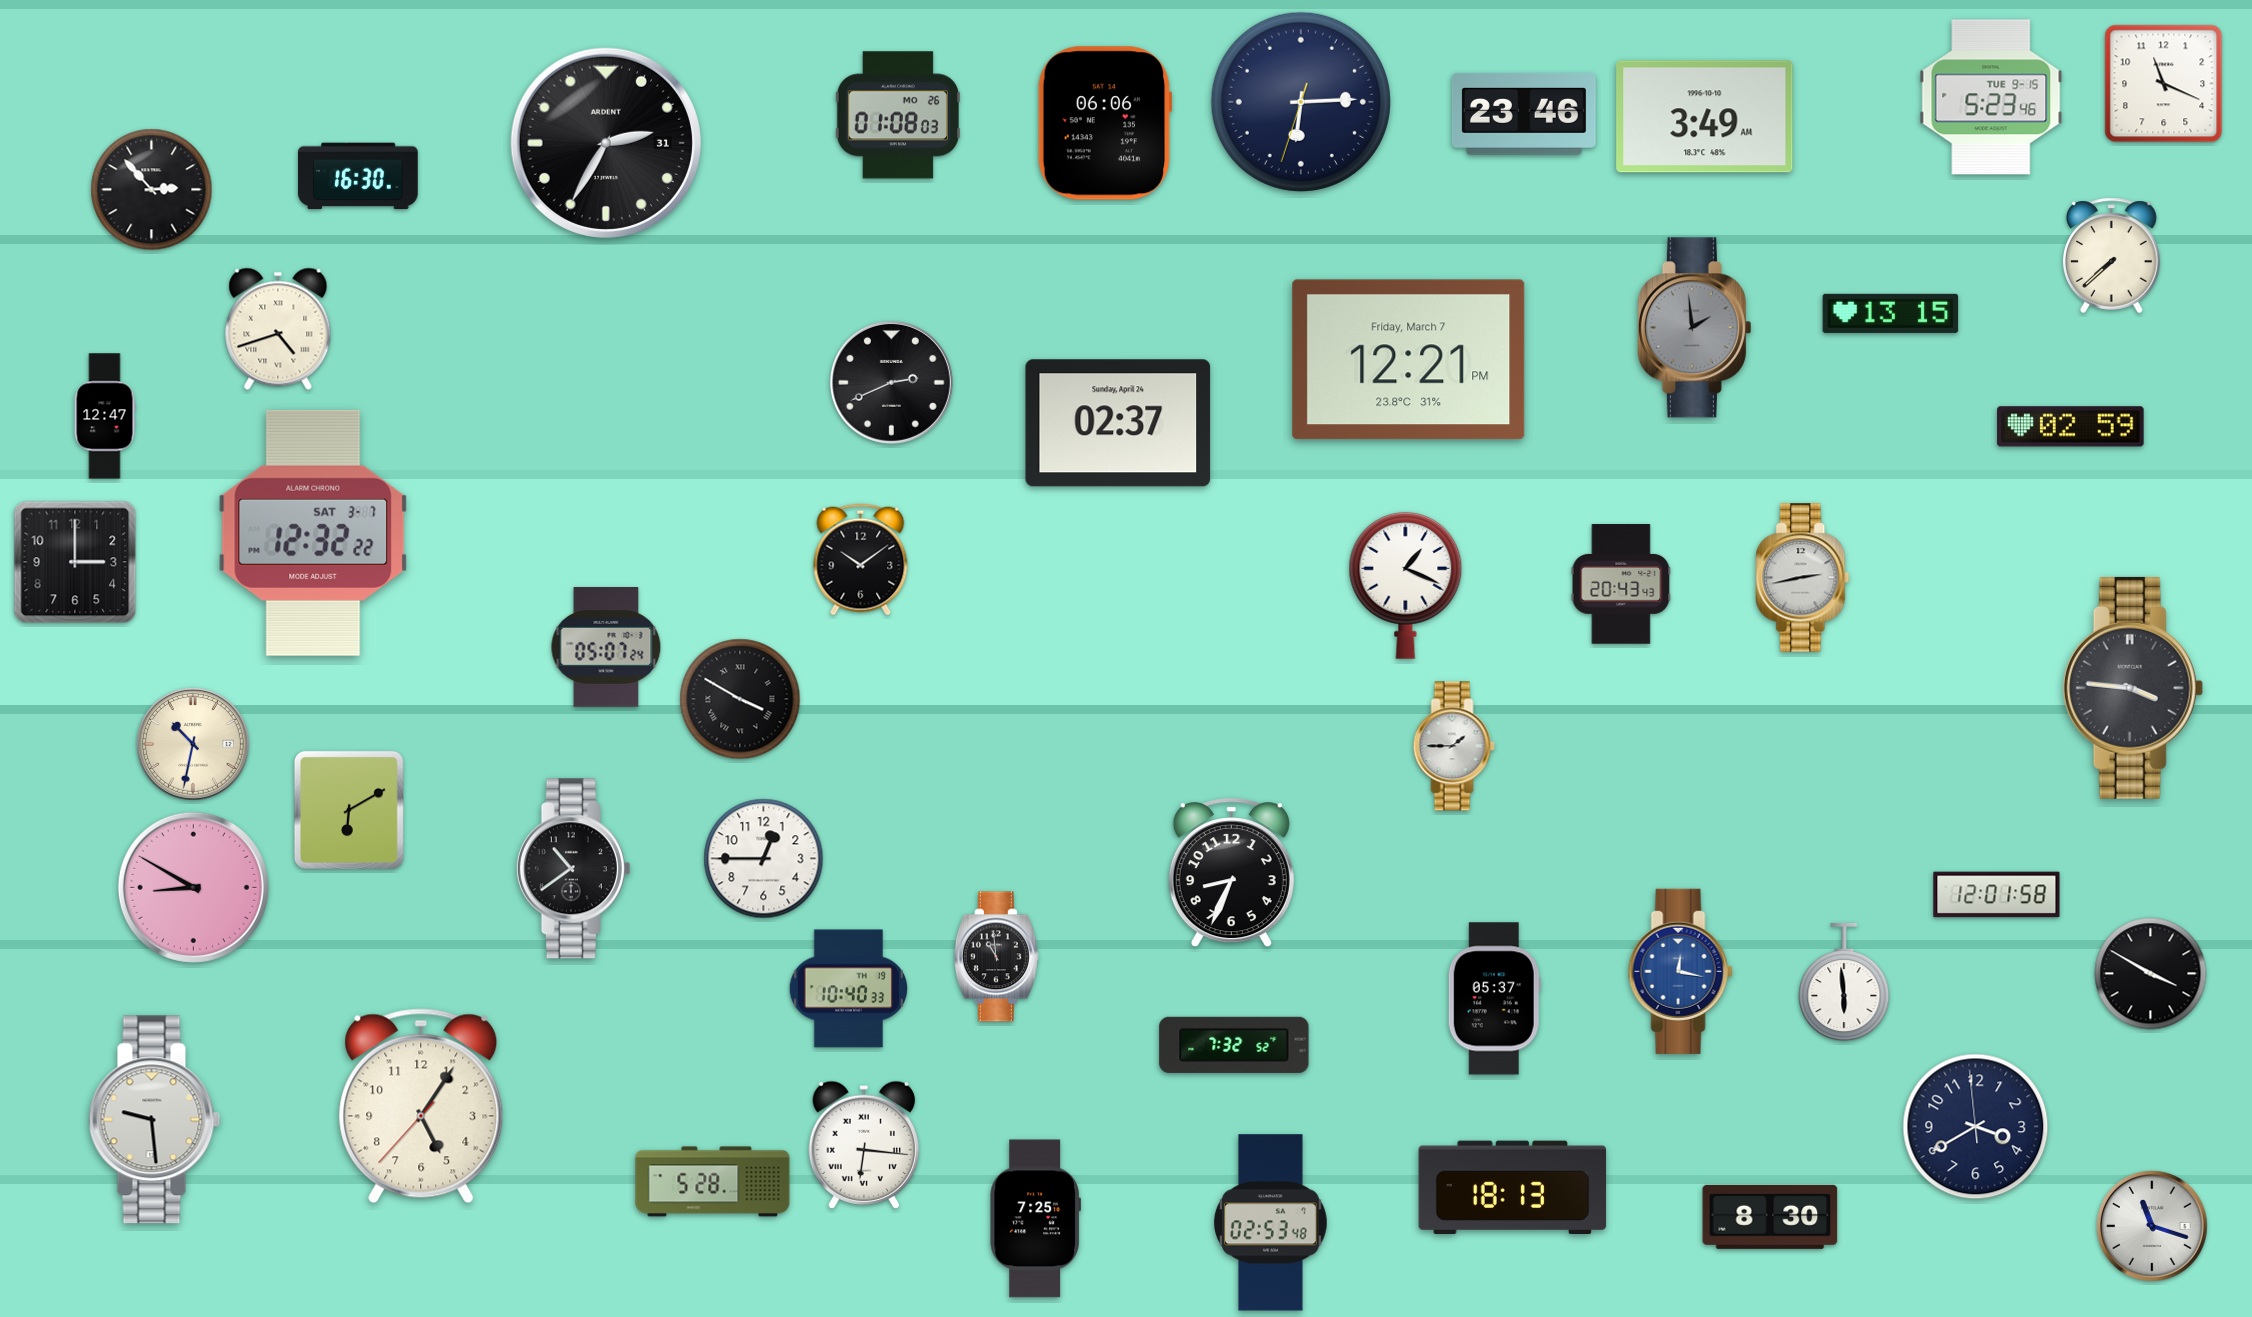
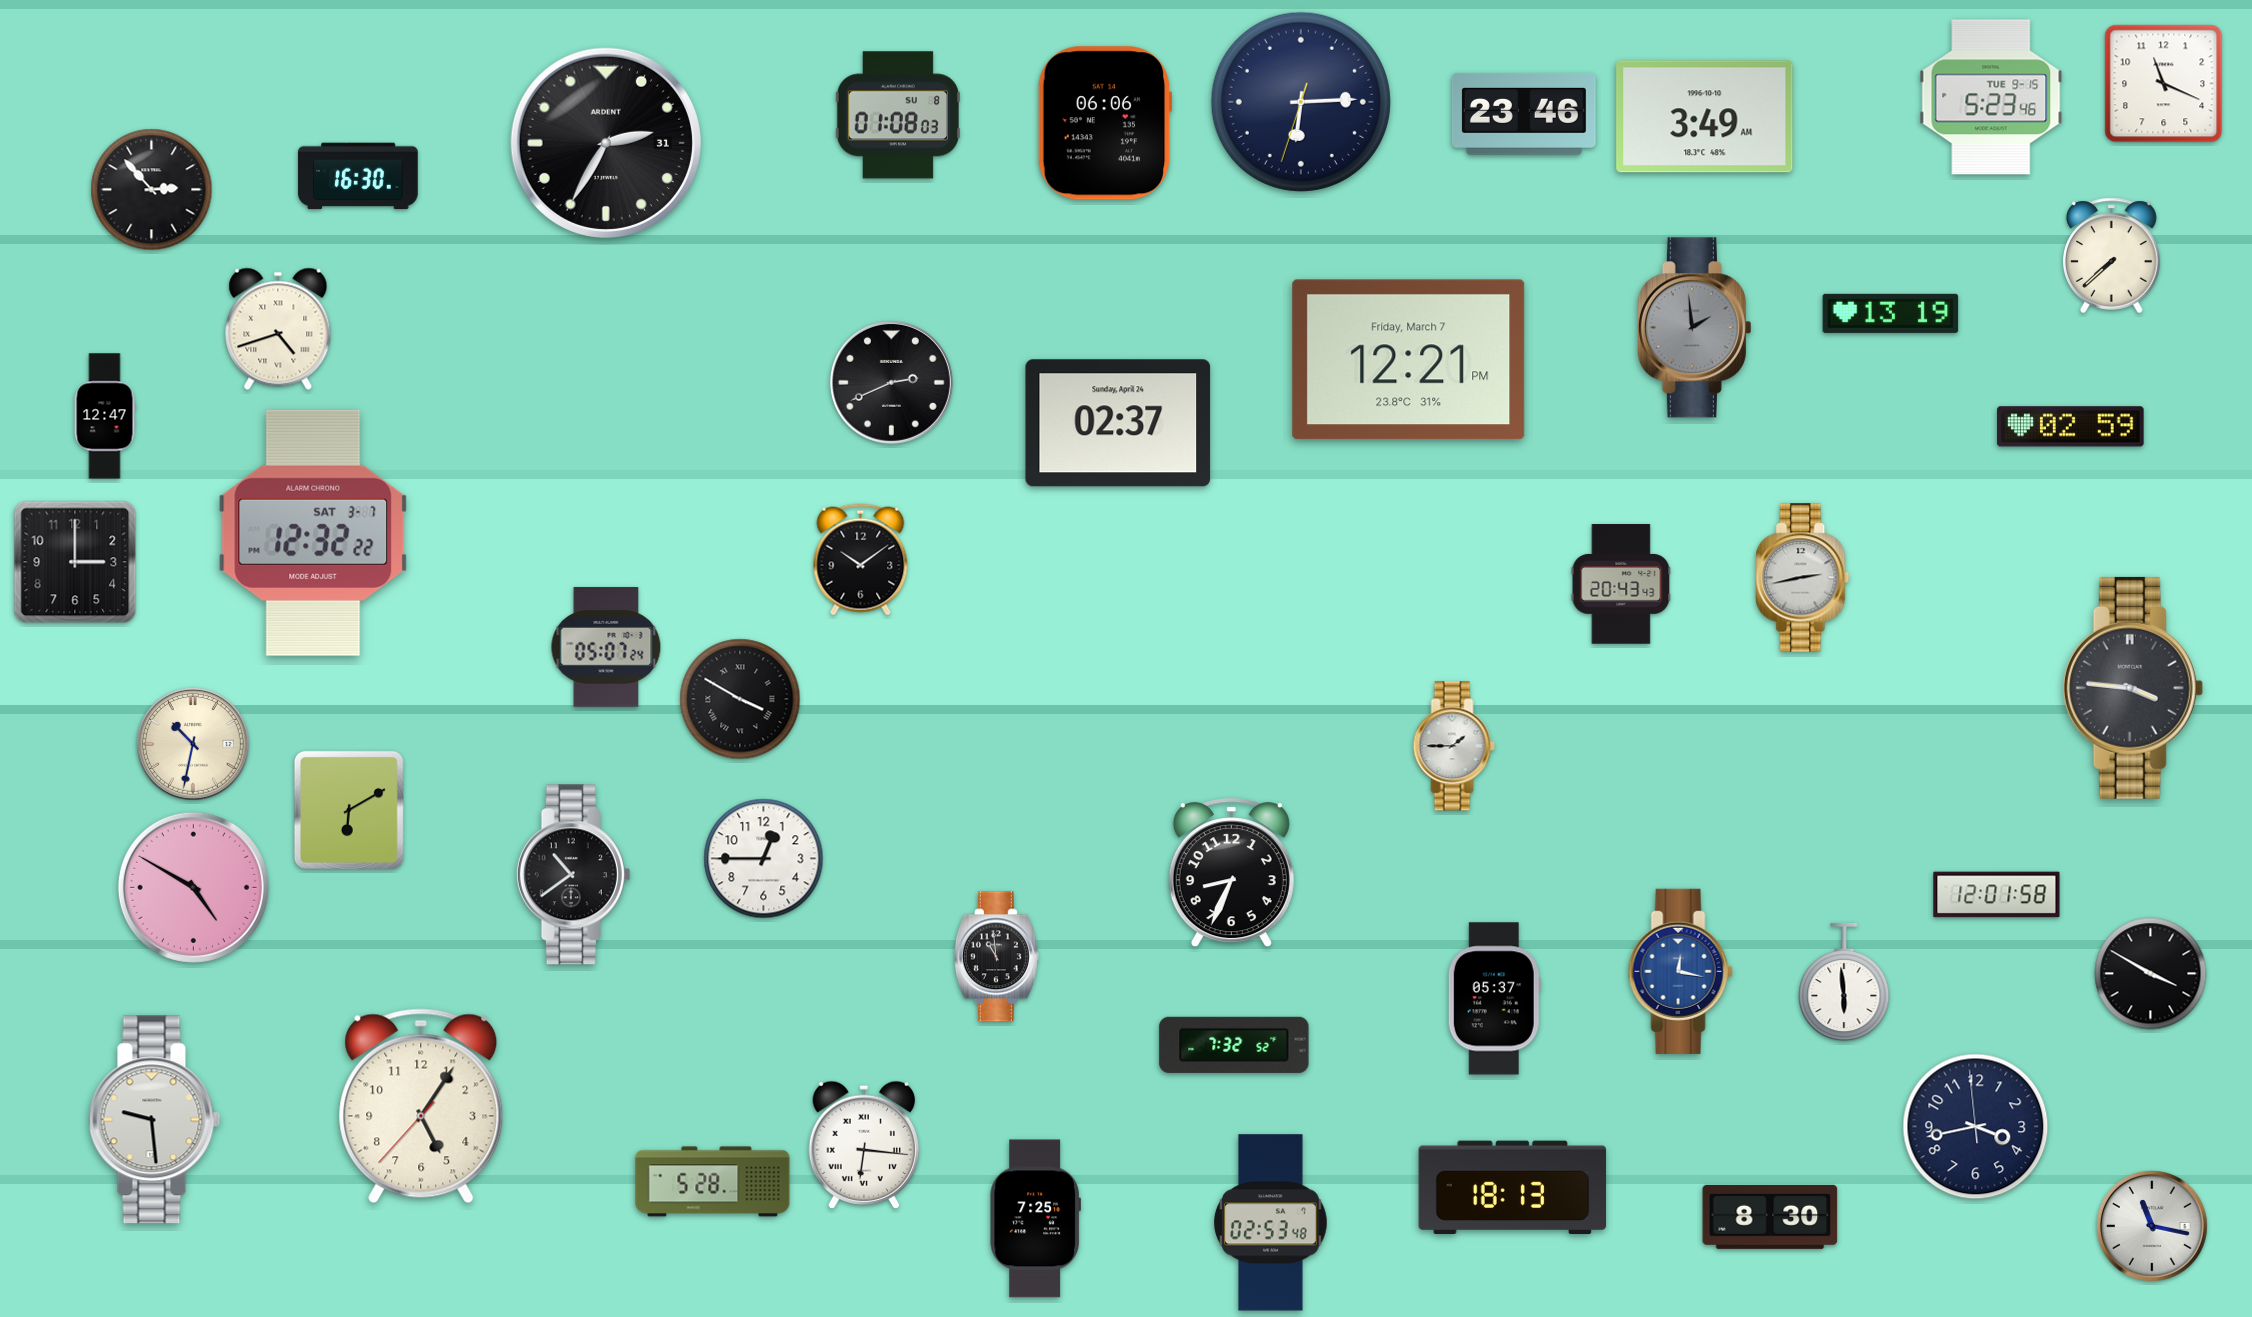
clock at (898, 115) date: MO 26 -> SU 8
clock at (1891, 313): 13:15 -> 13:19
clock at (1406, 585): 1:19 -> none
clock at (573, 869) position: (573, 869) -> (573, 875)
clock at (193, 887): 8:50 -> 4:50
clock at (848, 989): 10:40 -> none
clock at (1976, 1127): 3:39 -> 3:42
clock at (2153, 1227): 11:18 -> 11:17
